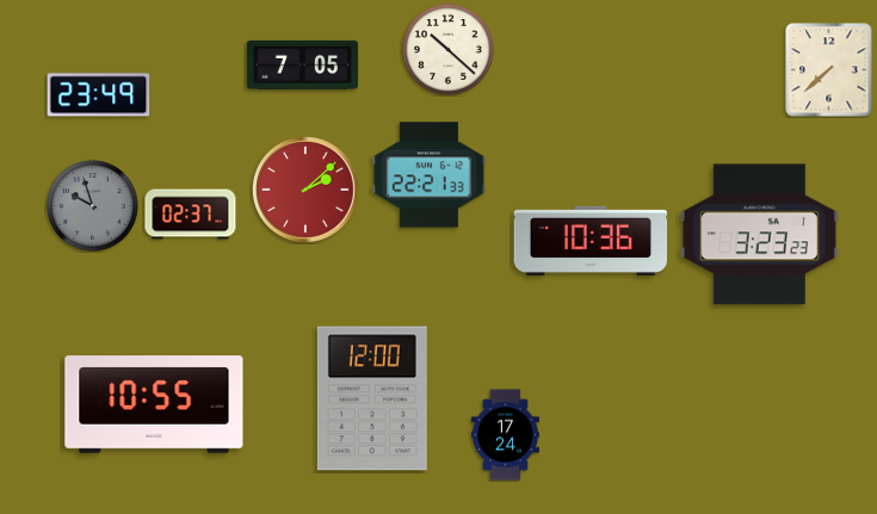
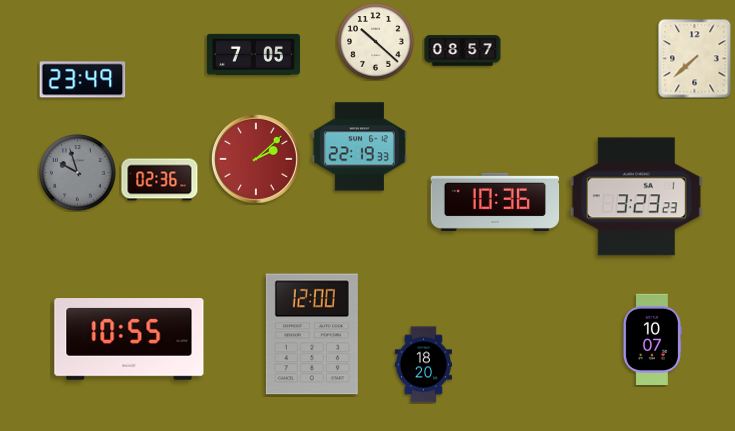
clock at (463, 51): none -> 08:57
clock at (428, 175): 22:21 -> 22:19
clock at (191, 215): 02:37 -> 02:36
clock at (652, 340): none -> 10:07
clock at (505, 435): 17:24 -> 18:20
